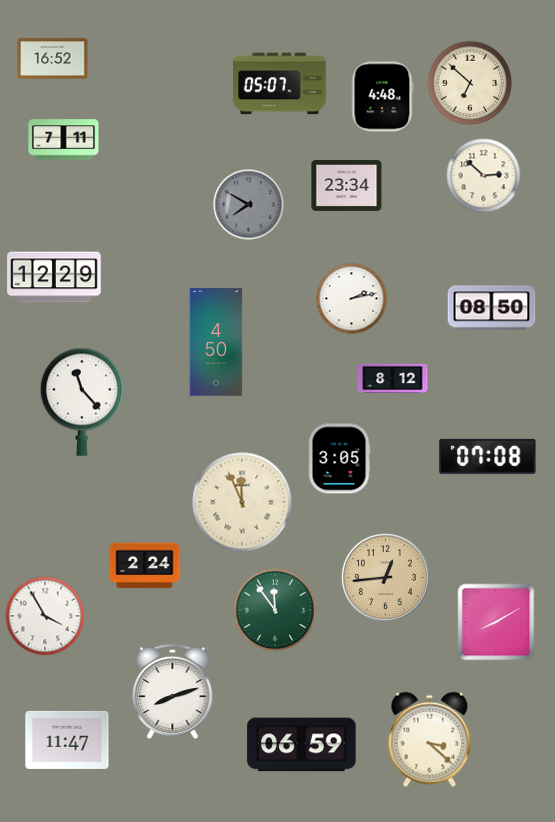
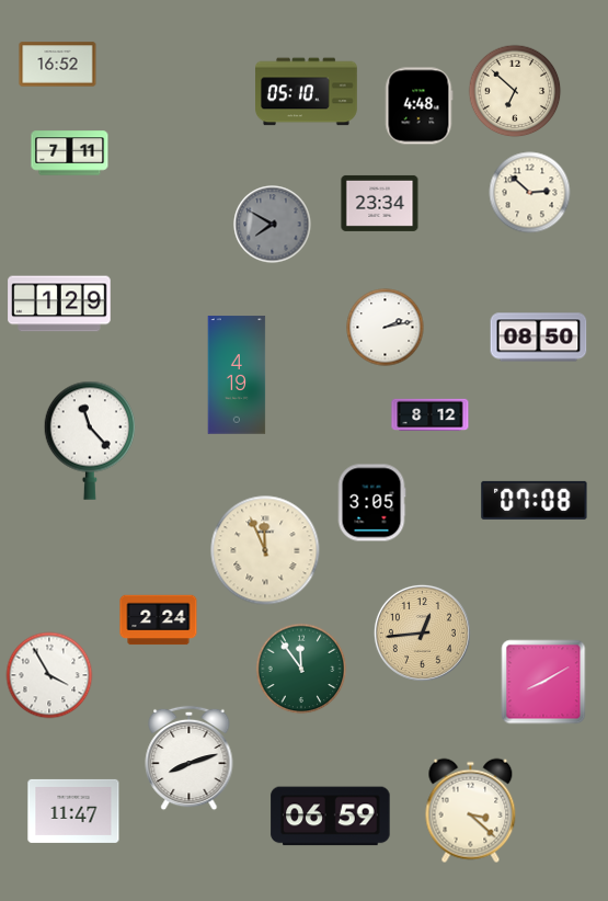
clock at (280, 84): 05:07 -> 05:10
clock at (54, 277): 12:29 -> 1:29
clock at (216, 342): 4:50 -> 4:19
